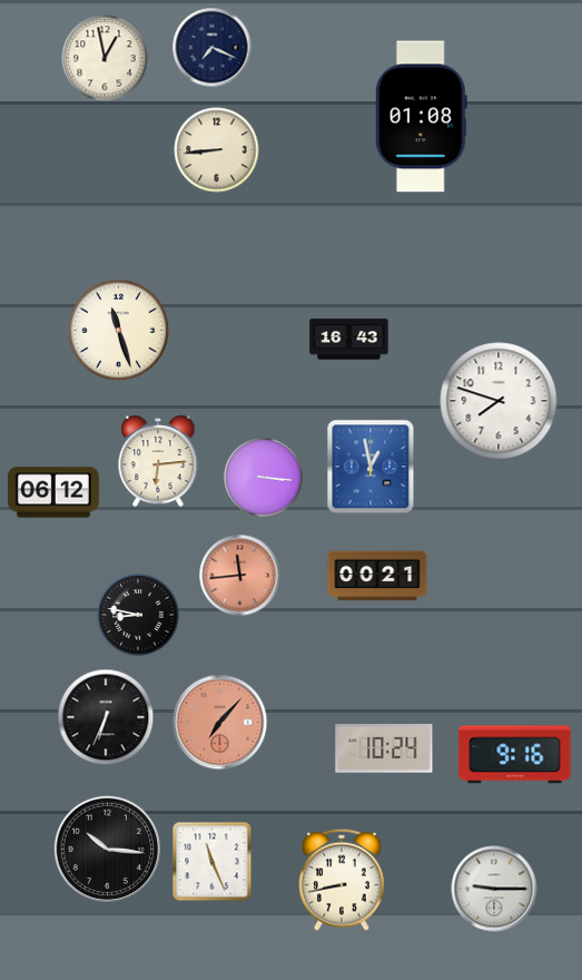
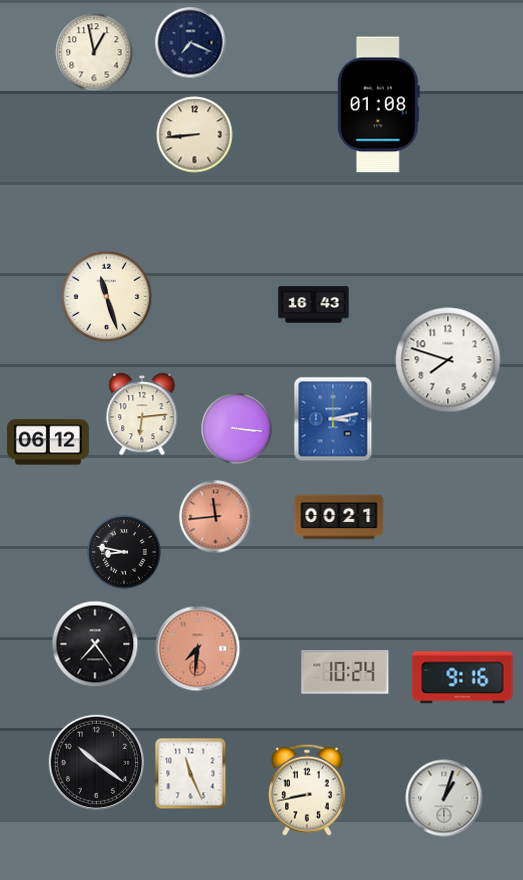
clock at (371, 467): 12:58 -> 3:13
clock at (106, 717): 6:34 -> 7:24
clock at (220, 723): 7:07 -> 7:31
clock at (107, 849): 10:16 -> 10:21
clock at (494, 889): 9:15 -> 1:03
